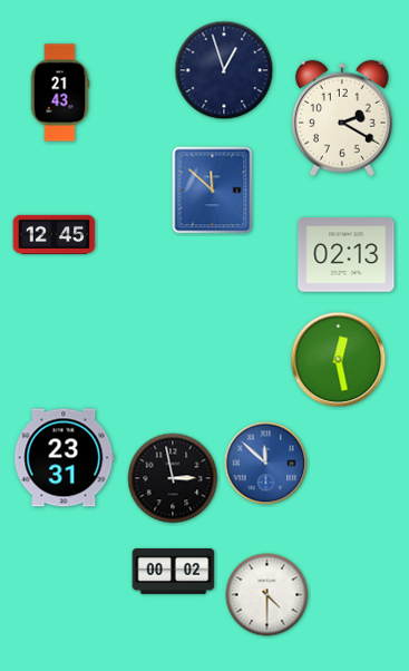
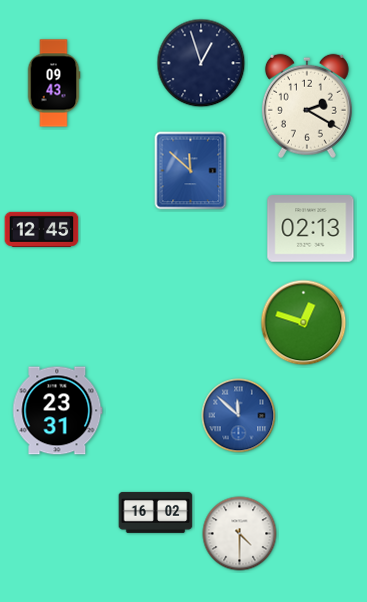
clock at (60, 93): 21:43 -> 09:43
clock at (55, 234) position: (55, 234) -> (42, 229)
clock at (339, 360): 12:28 -> 12:48
clock at (173, 478): 2:58 -> none
clock at (174, 571): 00:02 -> 16:02
